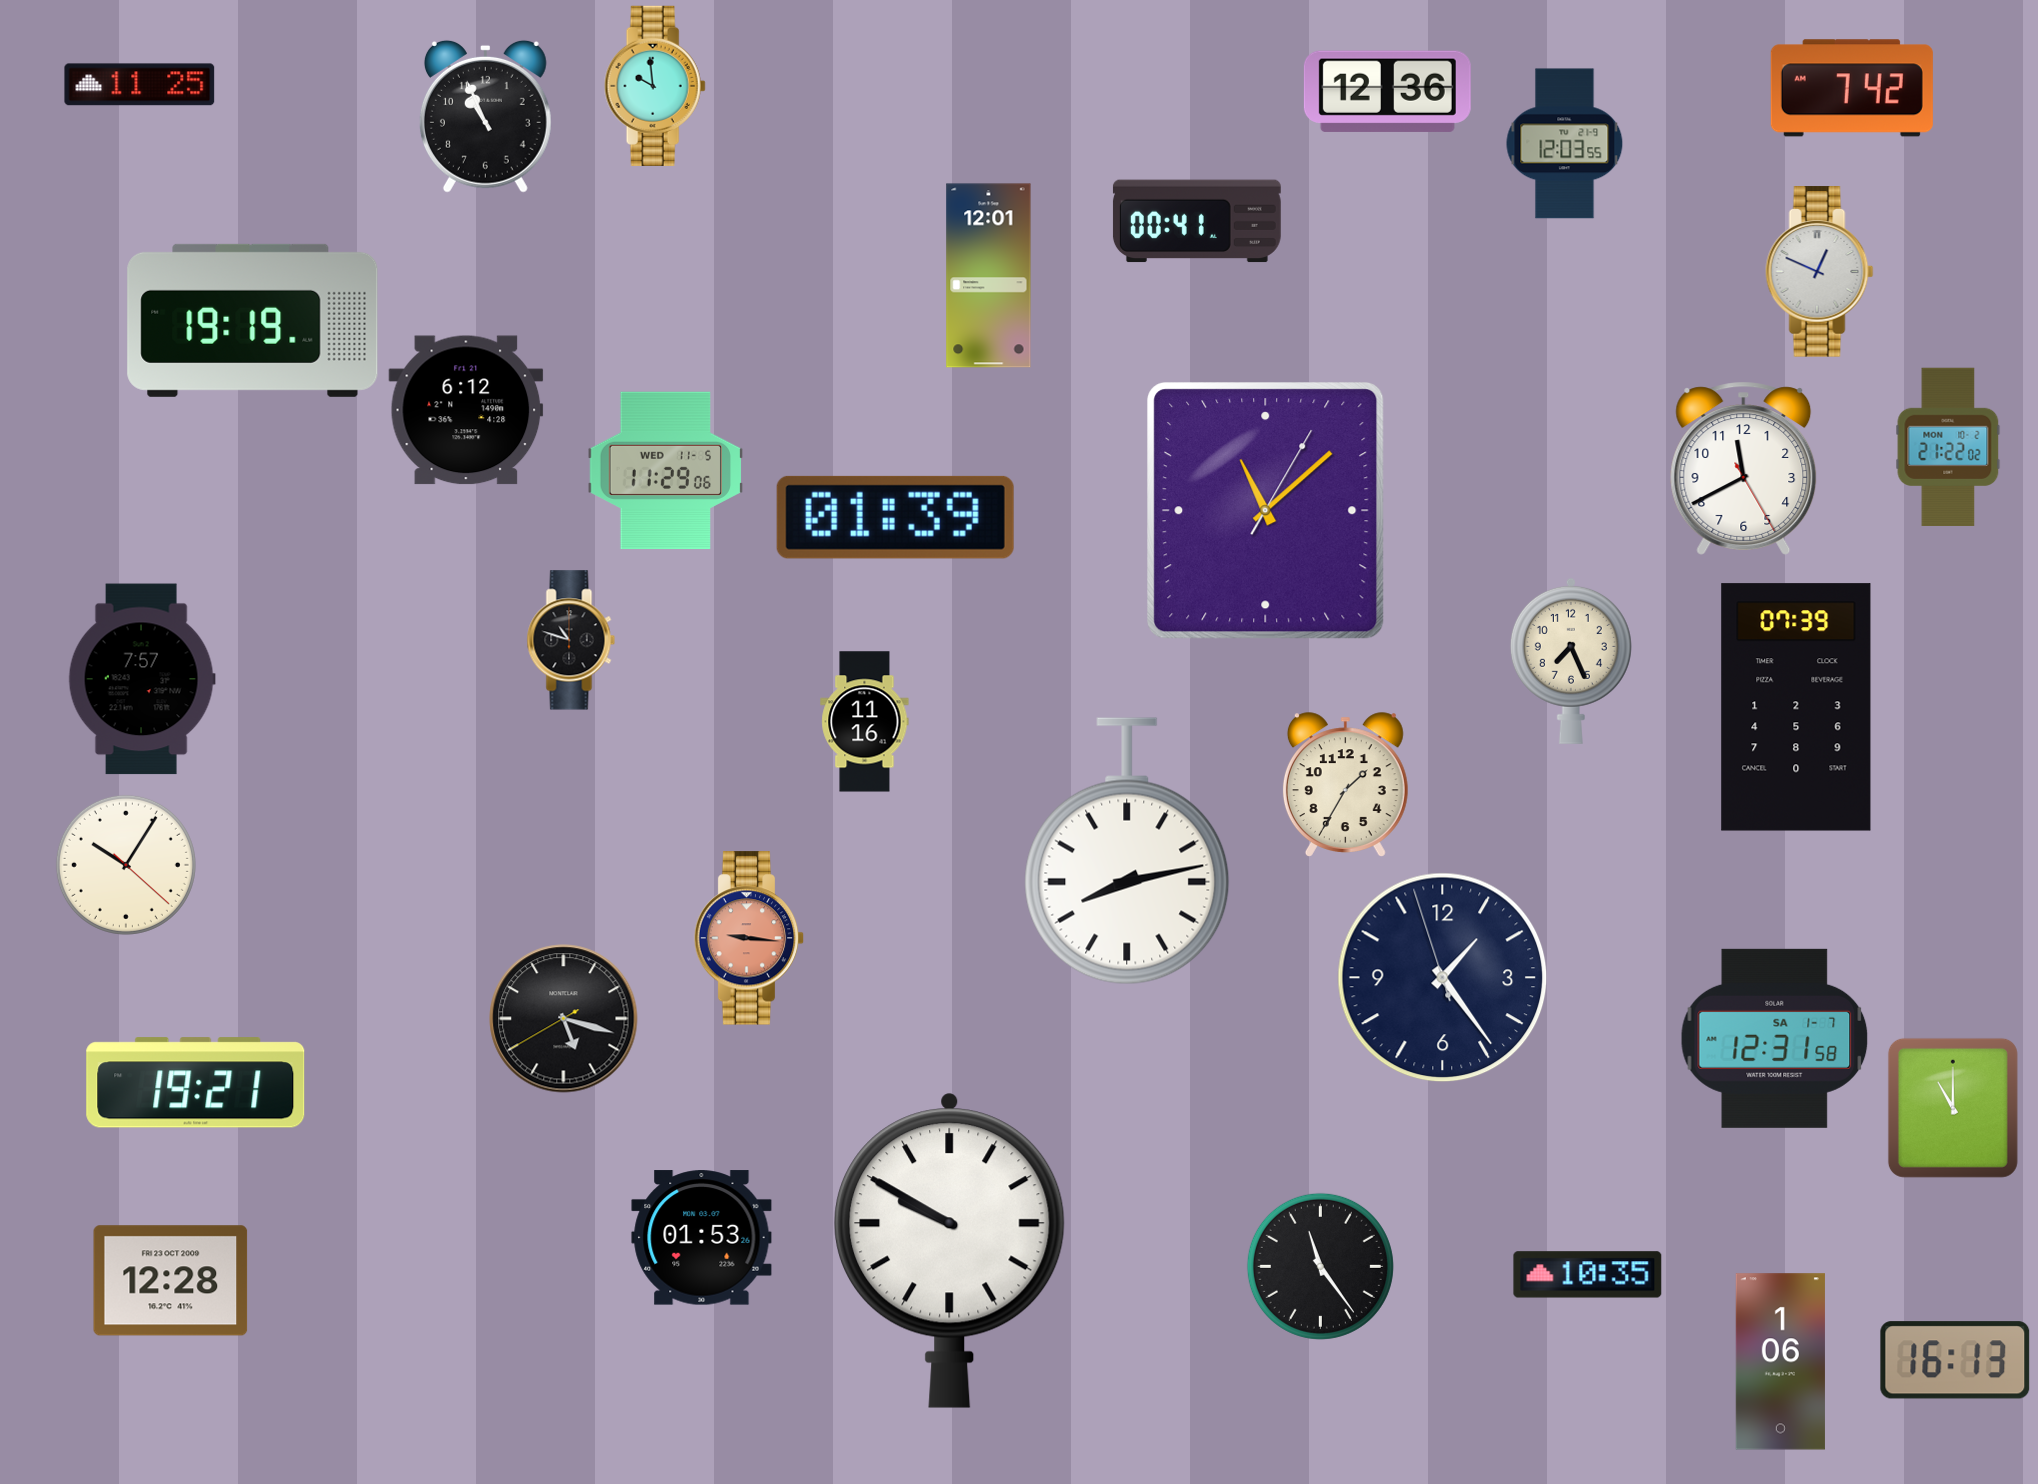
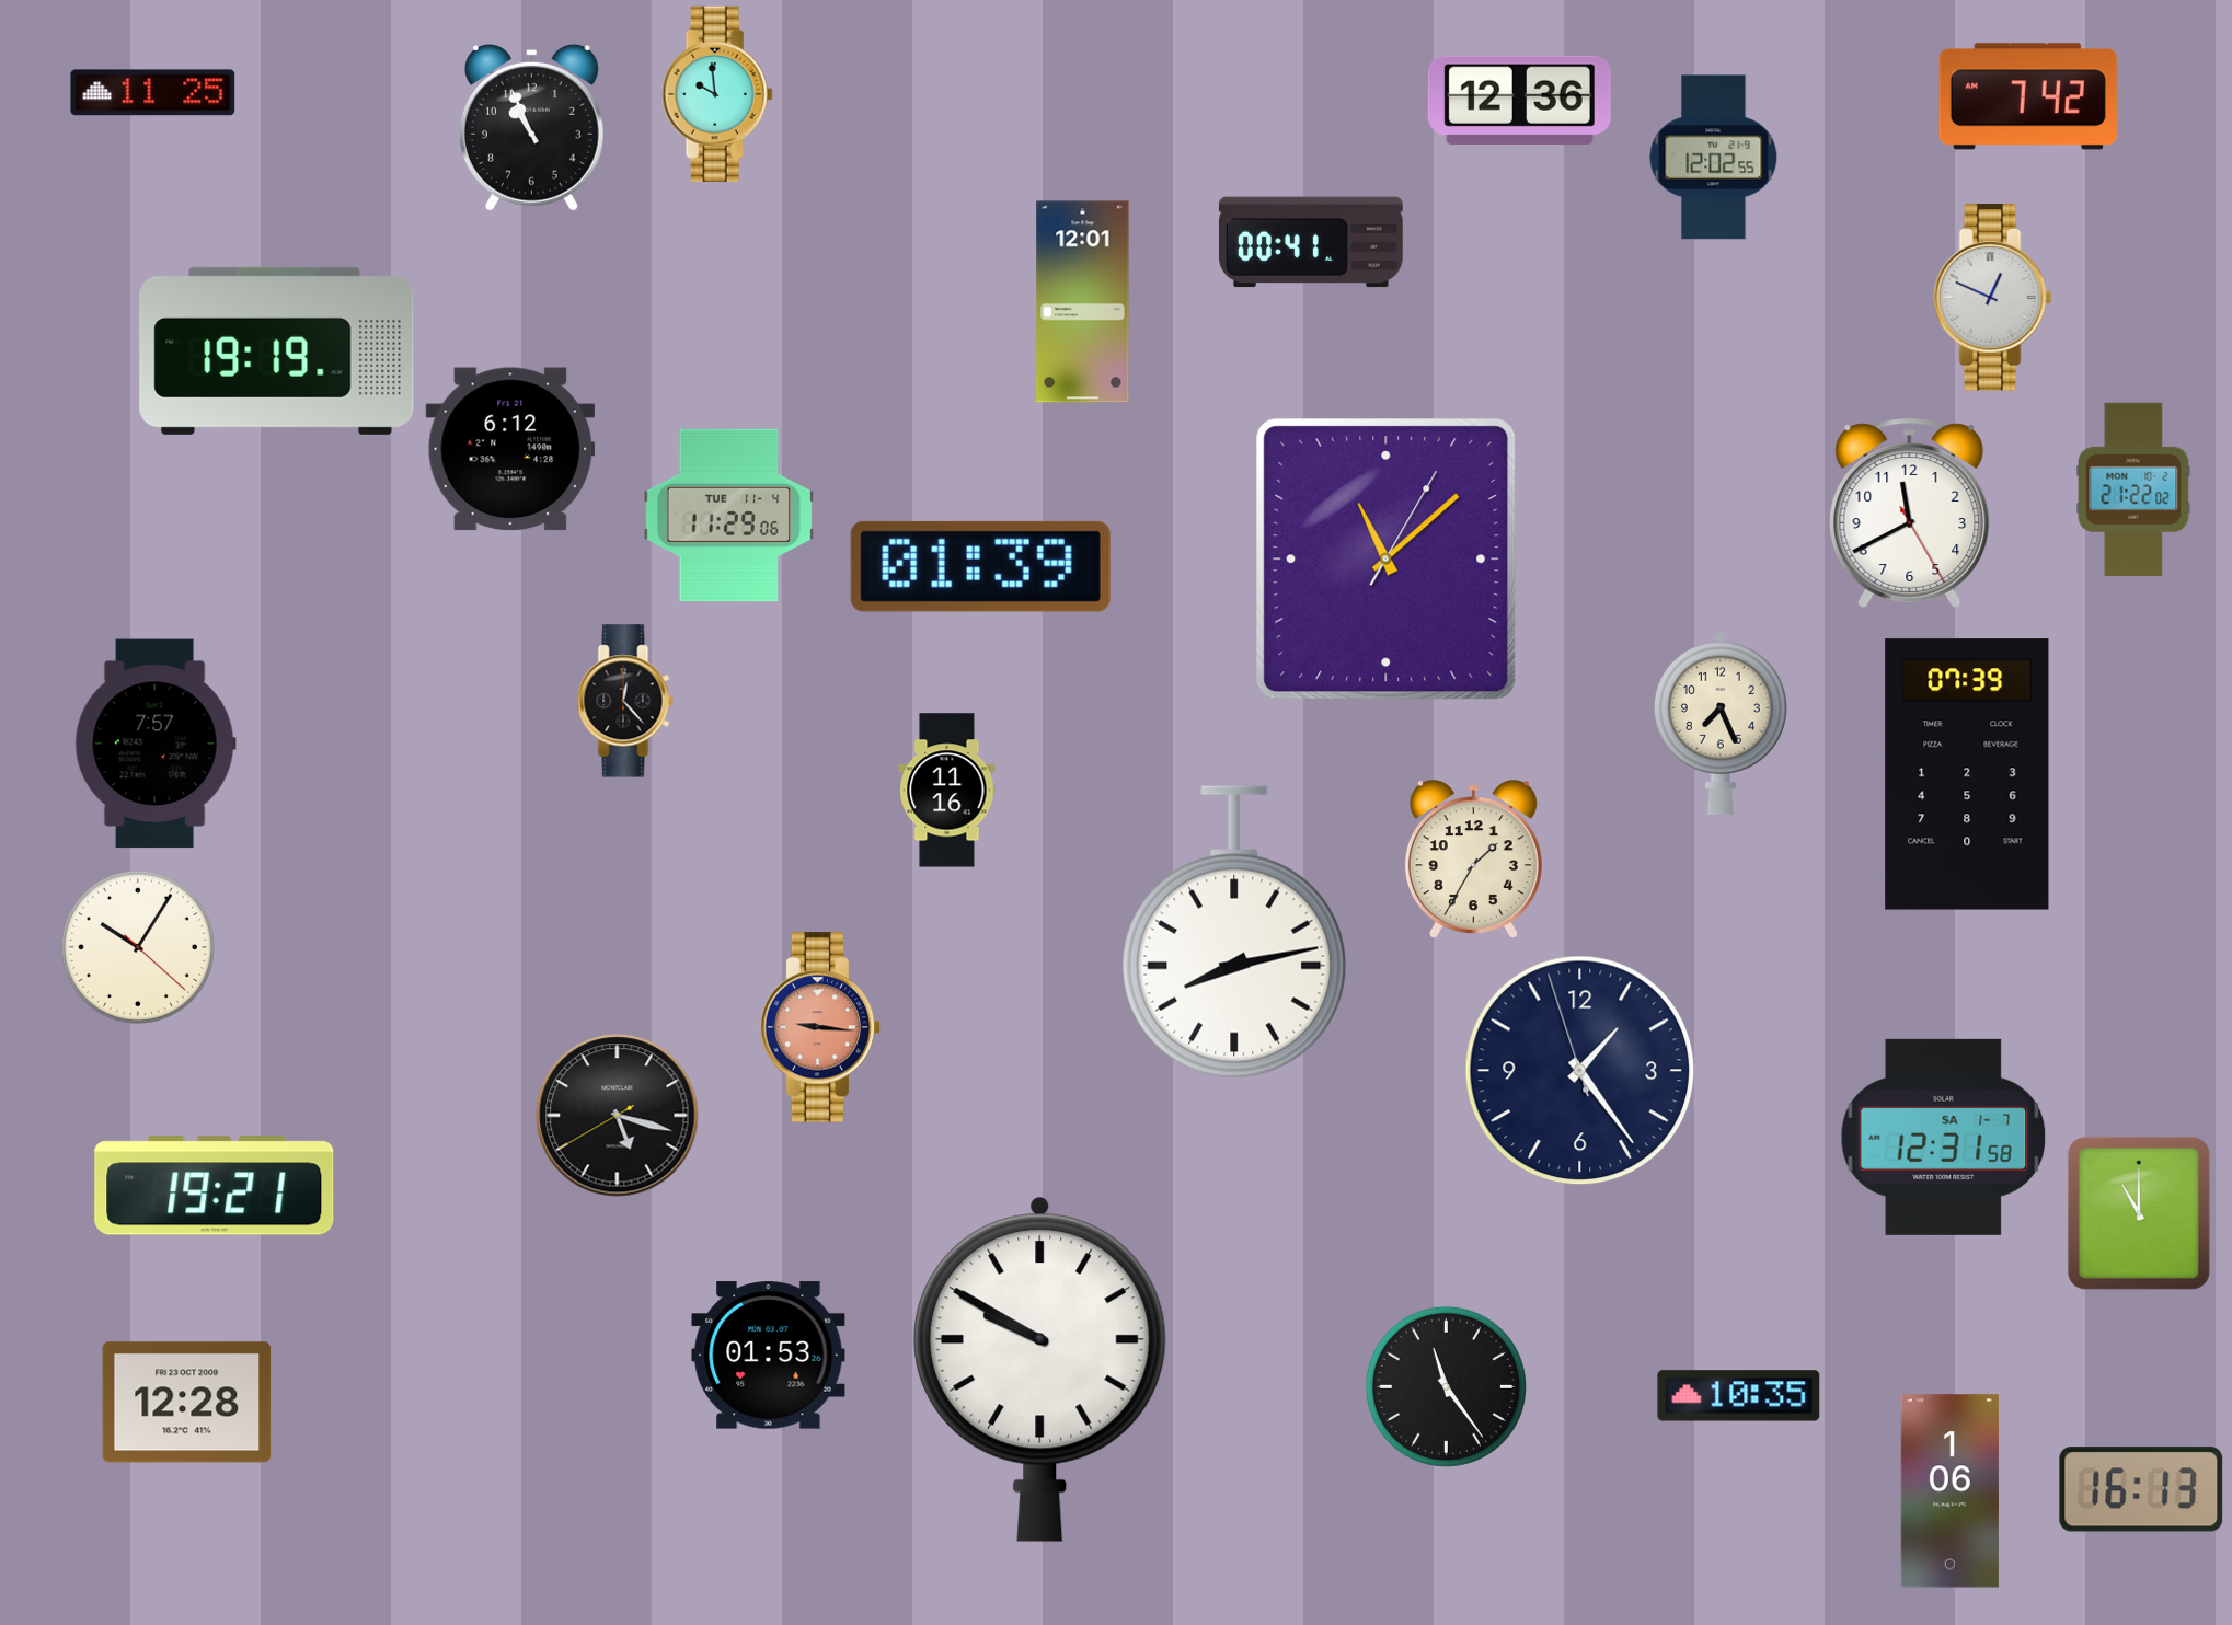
clock at (1565, 144): 12:03 -> 12:02
clock at (666, 471) date: WED 11-5 -> TUE 11-4
clock at (571, 640): 10:48 -> 12:23
